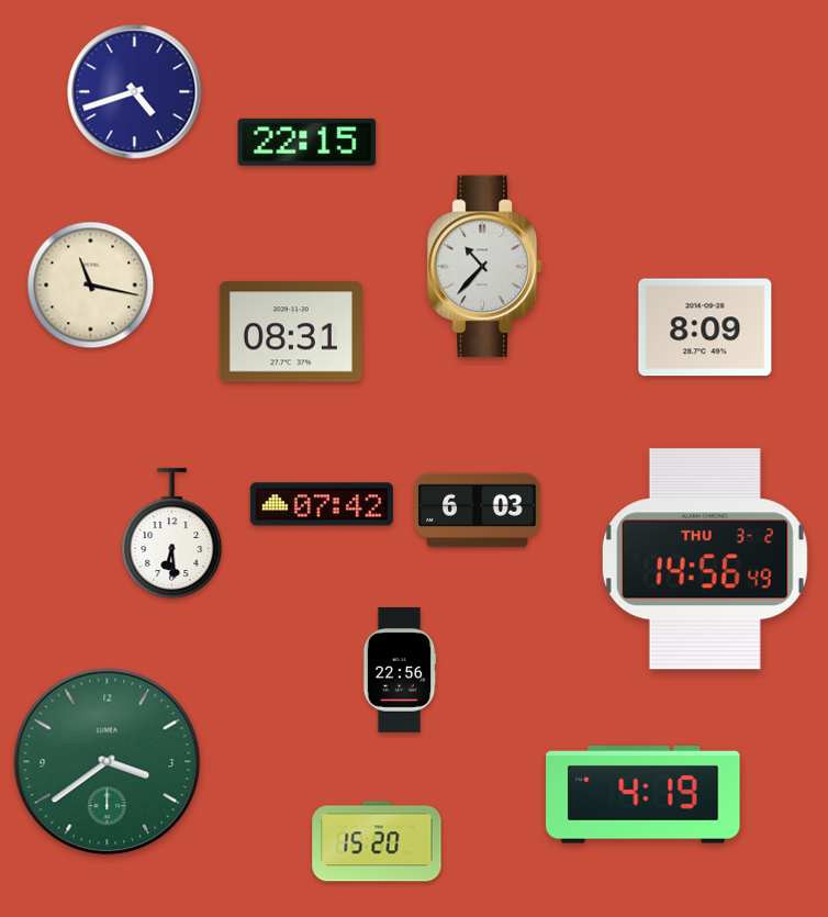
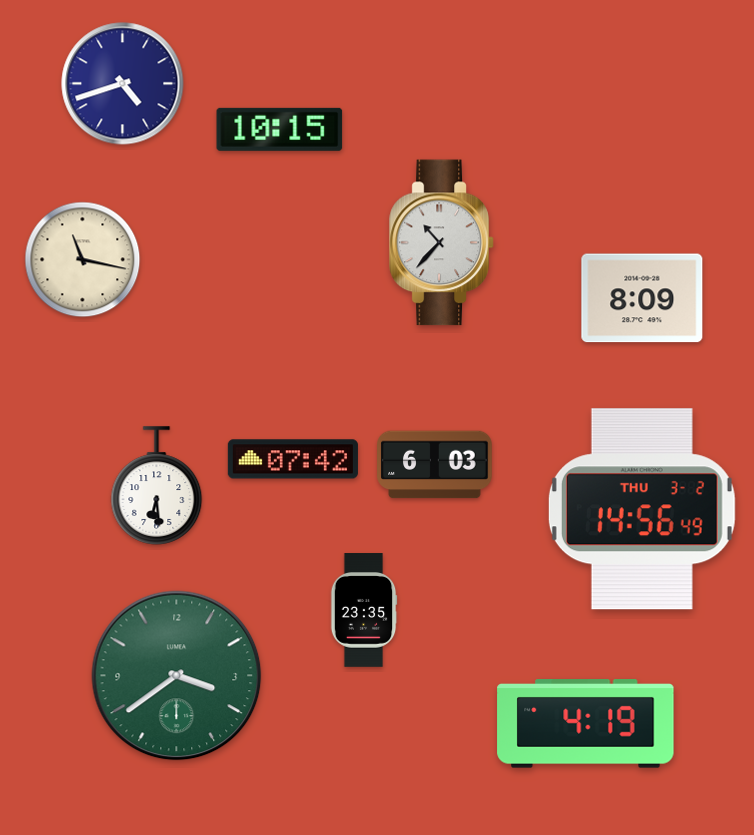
clock at (307, 142): 22:15 -> 10:15
clock at (291, 332): 08:31 -> none
clock at (400, 670): 22:56 -> 23:35
clock at (108, 762) position: (108, 762) -> (177, 676)
clock at (377, 841): 15:20 -> none
